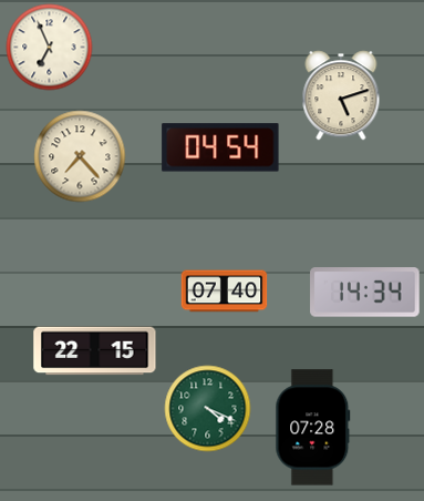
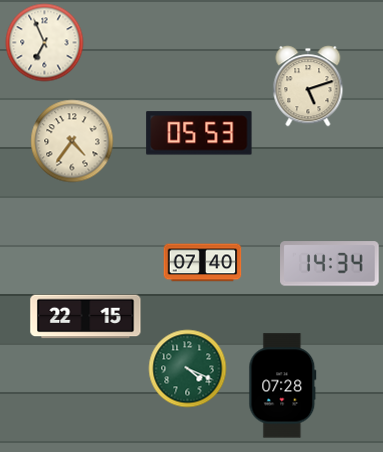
clock at (220, 147): 04:54 -> 05:53
clock at (80, 156): 7:23 -> 4:36
